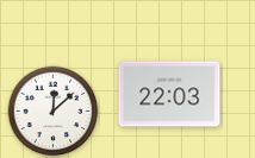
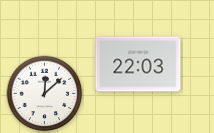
clock at (169, 94) position: (169, 94) -> (138, 64)
